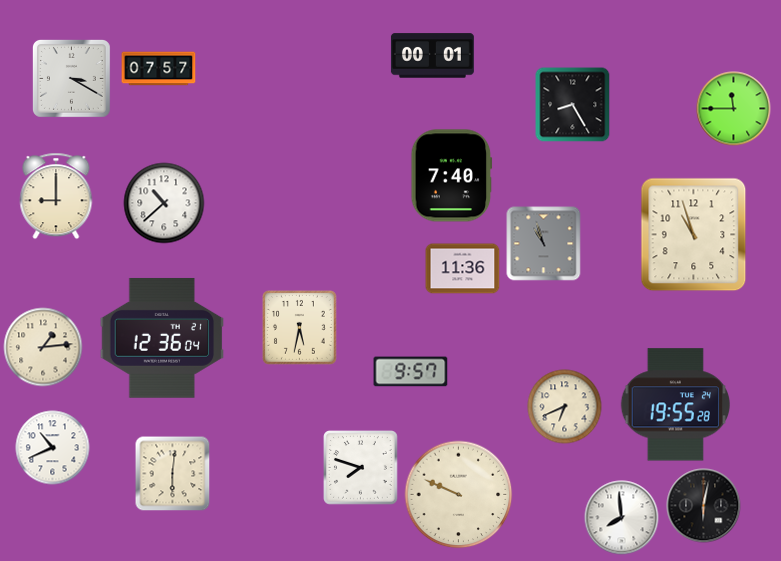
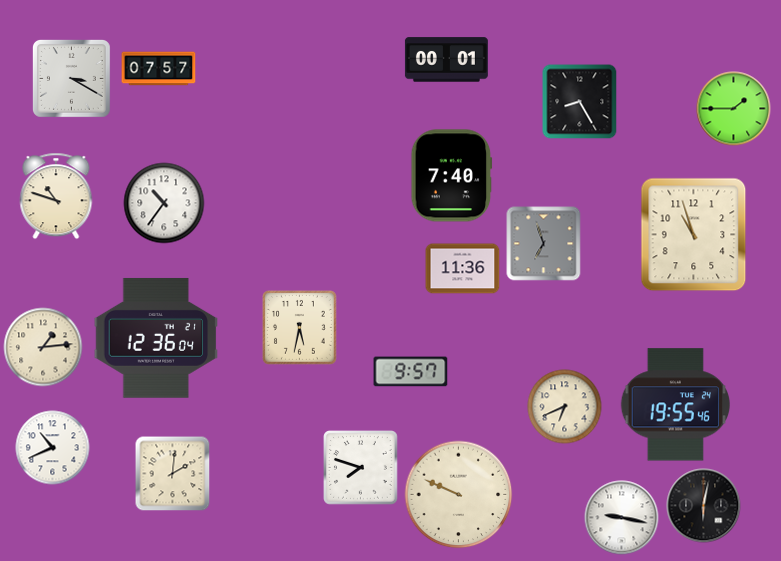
clock at (432, 56) position: (432, 56) -> (446, 60)
clock at (573, 105) position: (573, 105) -> (580, 102)
clock at (734, 109): 11:45 -> 1:45
clock at (56, 196): 9:00 -> 10:48
clock at (164, 203): 10:38 -> 10:36
clock at (544, 244): 10:57 -> 6:57
clock at (162, 338) position: (162, 338) -> (156, 338)
clock at (675, 405): 19:55:28 -> 19:55:46
clock at (173, 474): 6:01 -> 2:01
clock at (622, 518): 7:59 -> 9:17
